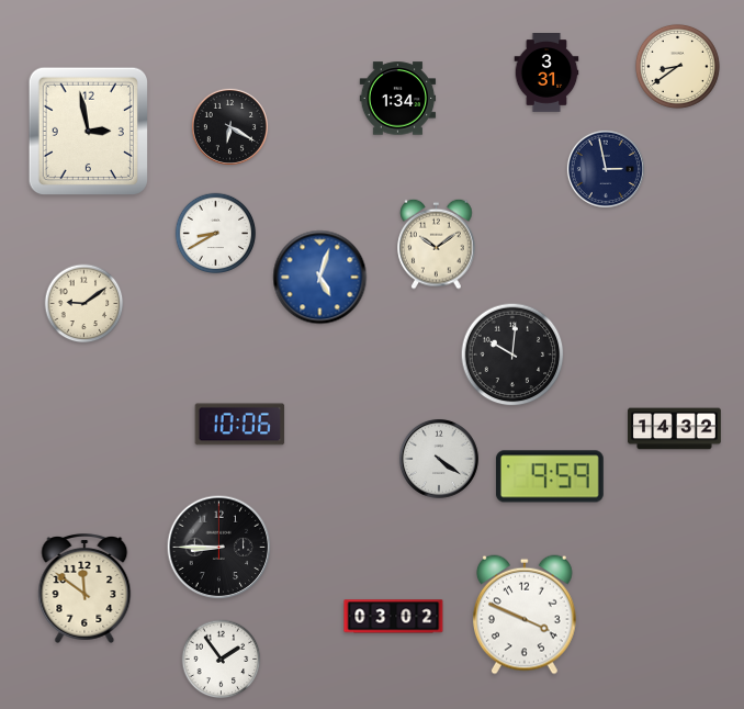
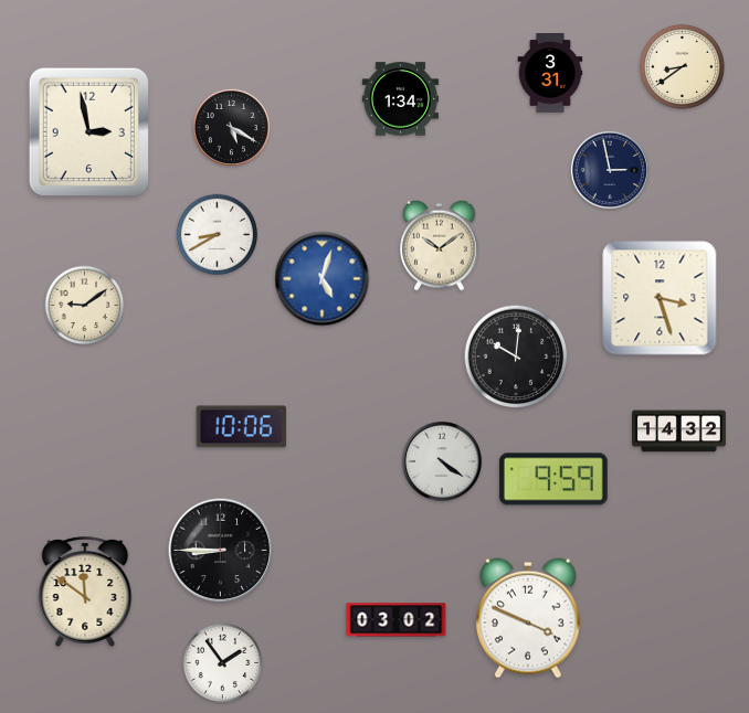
clock at (229, 126): 6:20 -> 5:20
clock at (660, 298): none -> 3:27
